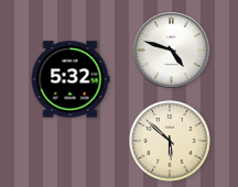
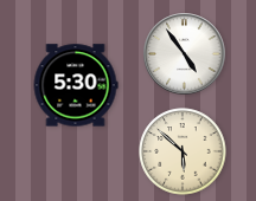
clock at (172, 51): 4:48 -> 4:54
clock at (71, 79): 5:32 -> 5:30
